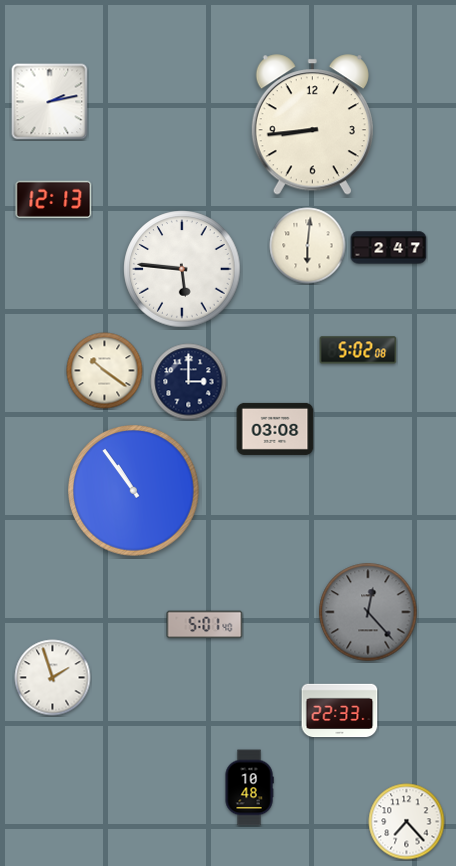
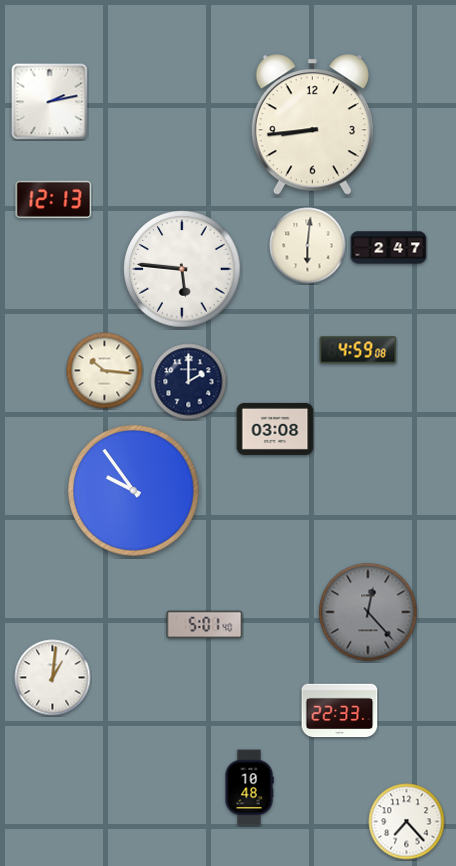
clock at (358, 350): 5:02 -> 4:59
clock at (105, 371): 10:21 -> 10:16
clock at (189, 382): 3:00 -> 2:00
clock at (134, 491): 10:54 -> 9:54
clock at (53, 678): 1:57 -> 1:01
